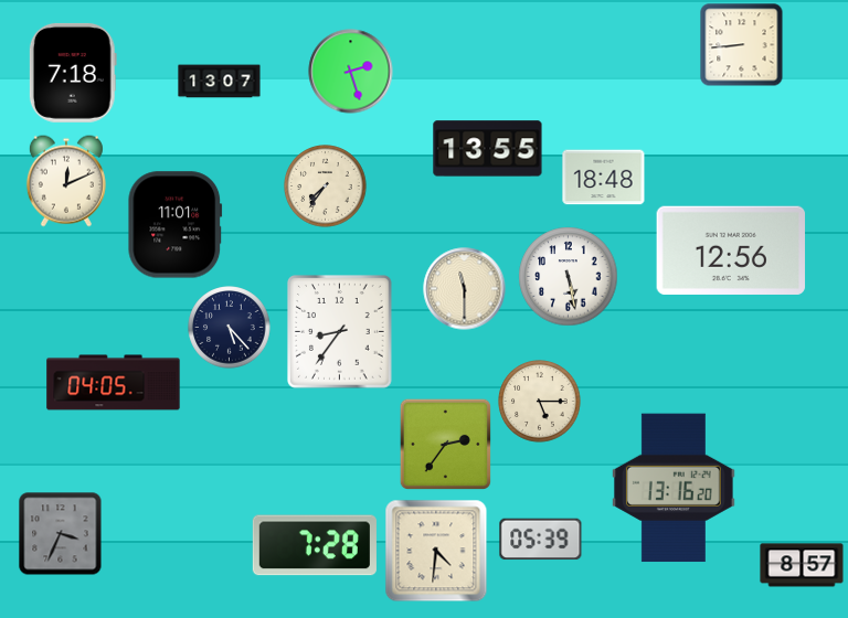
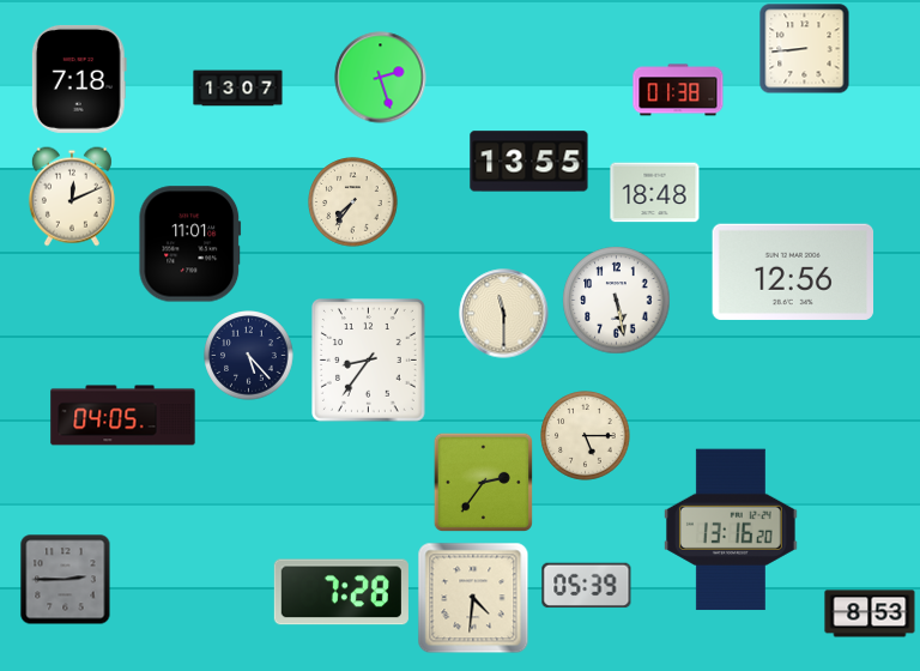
clock at (678, 90): none -> 01:38
clock at (61, 534): 3:34 -> 2:45
clock at (802, 565): 8:57 -> 8:53
